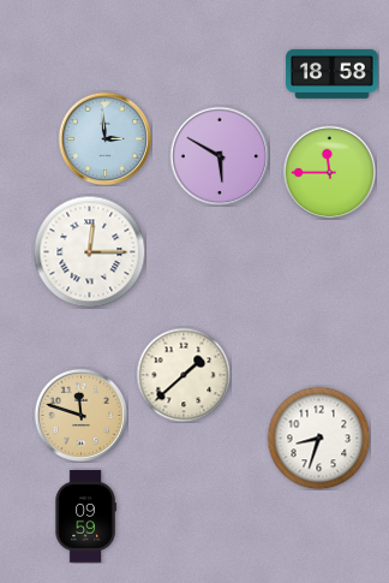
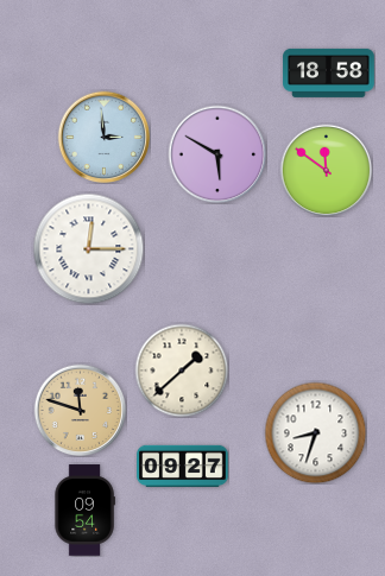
clock at (329, 172): 11:45 -> 11:51
clock at (183, 467): none -> 09:27
clock at (85, 517): 09:59 -> 09:54
